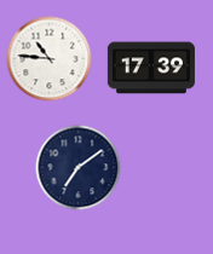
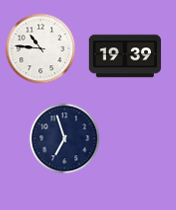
clock at (151, 68): 17:39 -> 19:39
clock at (79, 168): 7:09 -> 6:57
